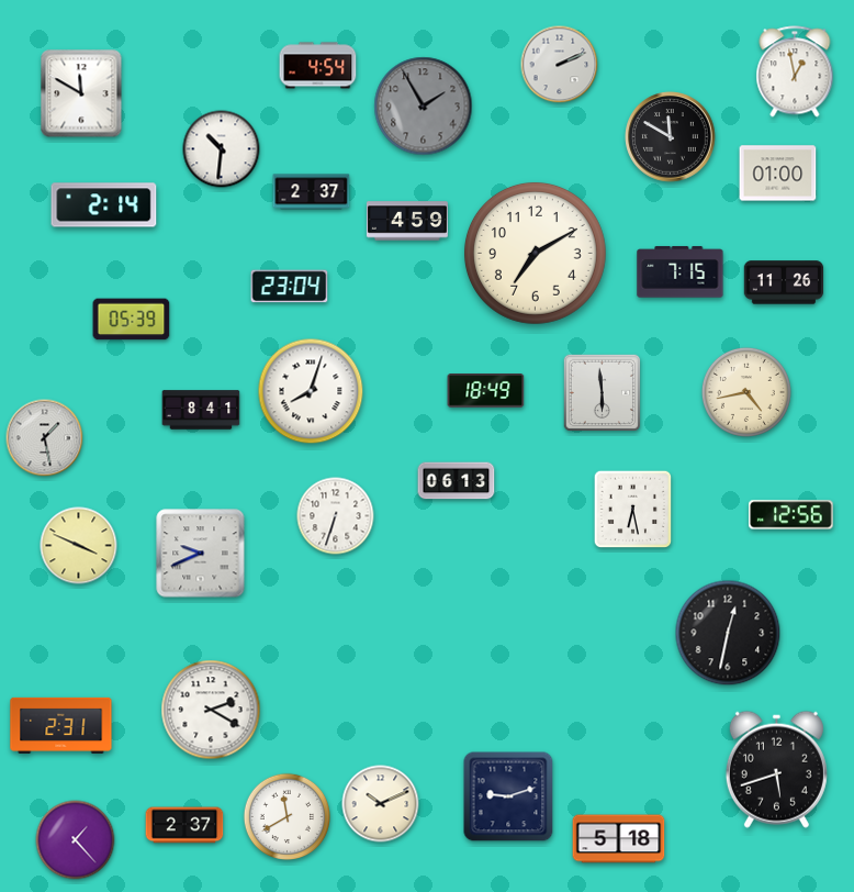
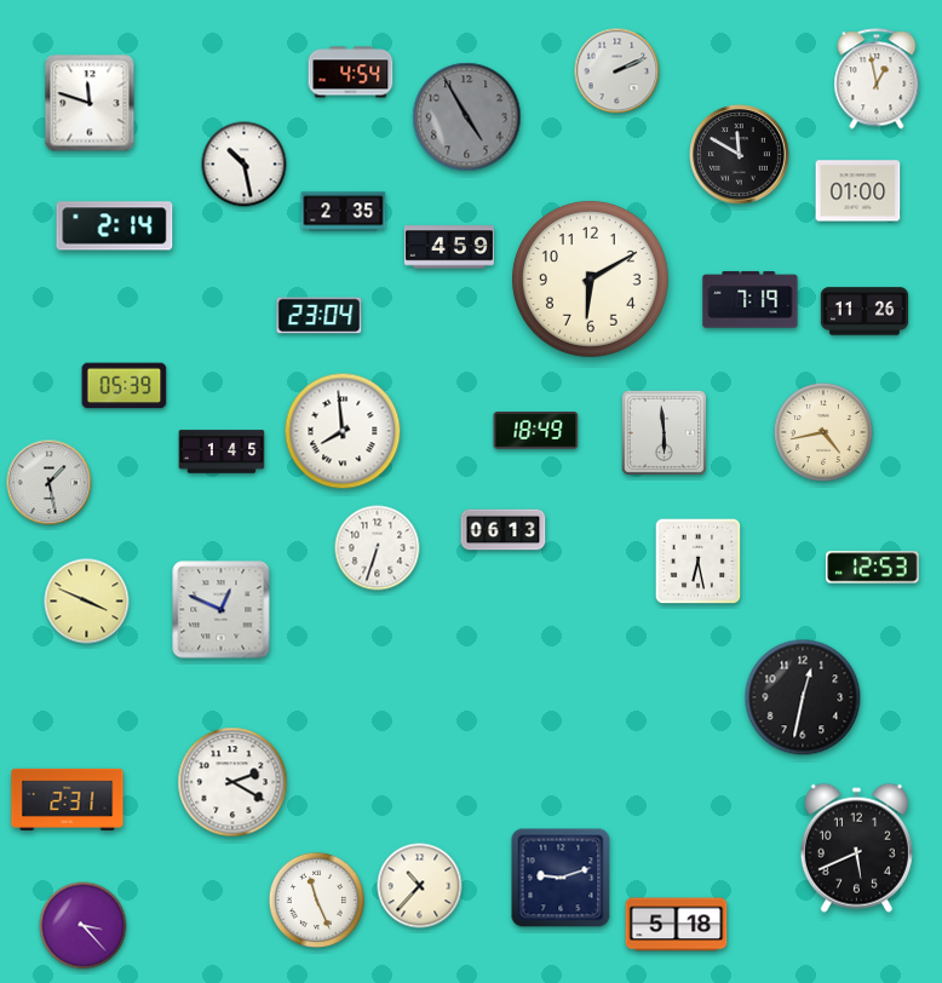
clock at (81, 93): 11:50 -> 11:48
clock at (424, 107): 1:55 -> 4:55
clock at (671, 137) position: (671, 137) -> (740, 155)
clock at (222, 149): 10:31 -> 10:28
clock at (312, 192): 2:37 -> 2:35
clock at (407, 221) position: (407, 221) -> (449, 247)
clock at (535, 253): 7:10 -> 6:10
clock at (681, 272): 7:15 -> 7:19
clock at (132, 320) position: (132, 320) -> (125, 386)
clock at (311, 391): 8:03 -> 7:59
clock at (201, 410): 8:41 -> 1:45
clock at (791, 515): 12:56 -> 12:53
clock at (336, 516) position: (336, 516) -> (378, 548)
clock at (201, 554): 9:41 -> 12:49
clock at (776, 769): 5:42 -> 5:41
clock at (381, 804): 10:11 -> 10:37
clock at (286, 816): 11:40 -> 11:26
clock at (184, 825): 2:37 -> none
clock at (619, 839) position: (619, 839) -> (677, 925)
clock at (76, 840): 1:23 -> 3:23
